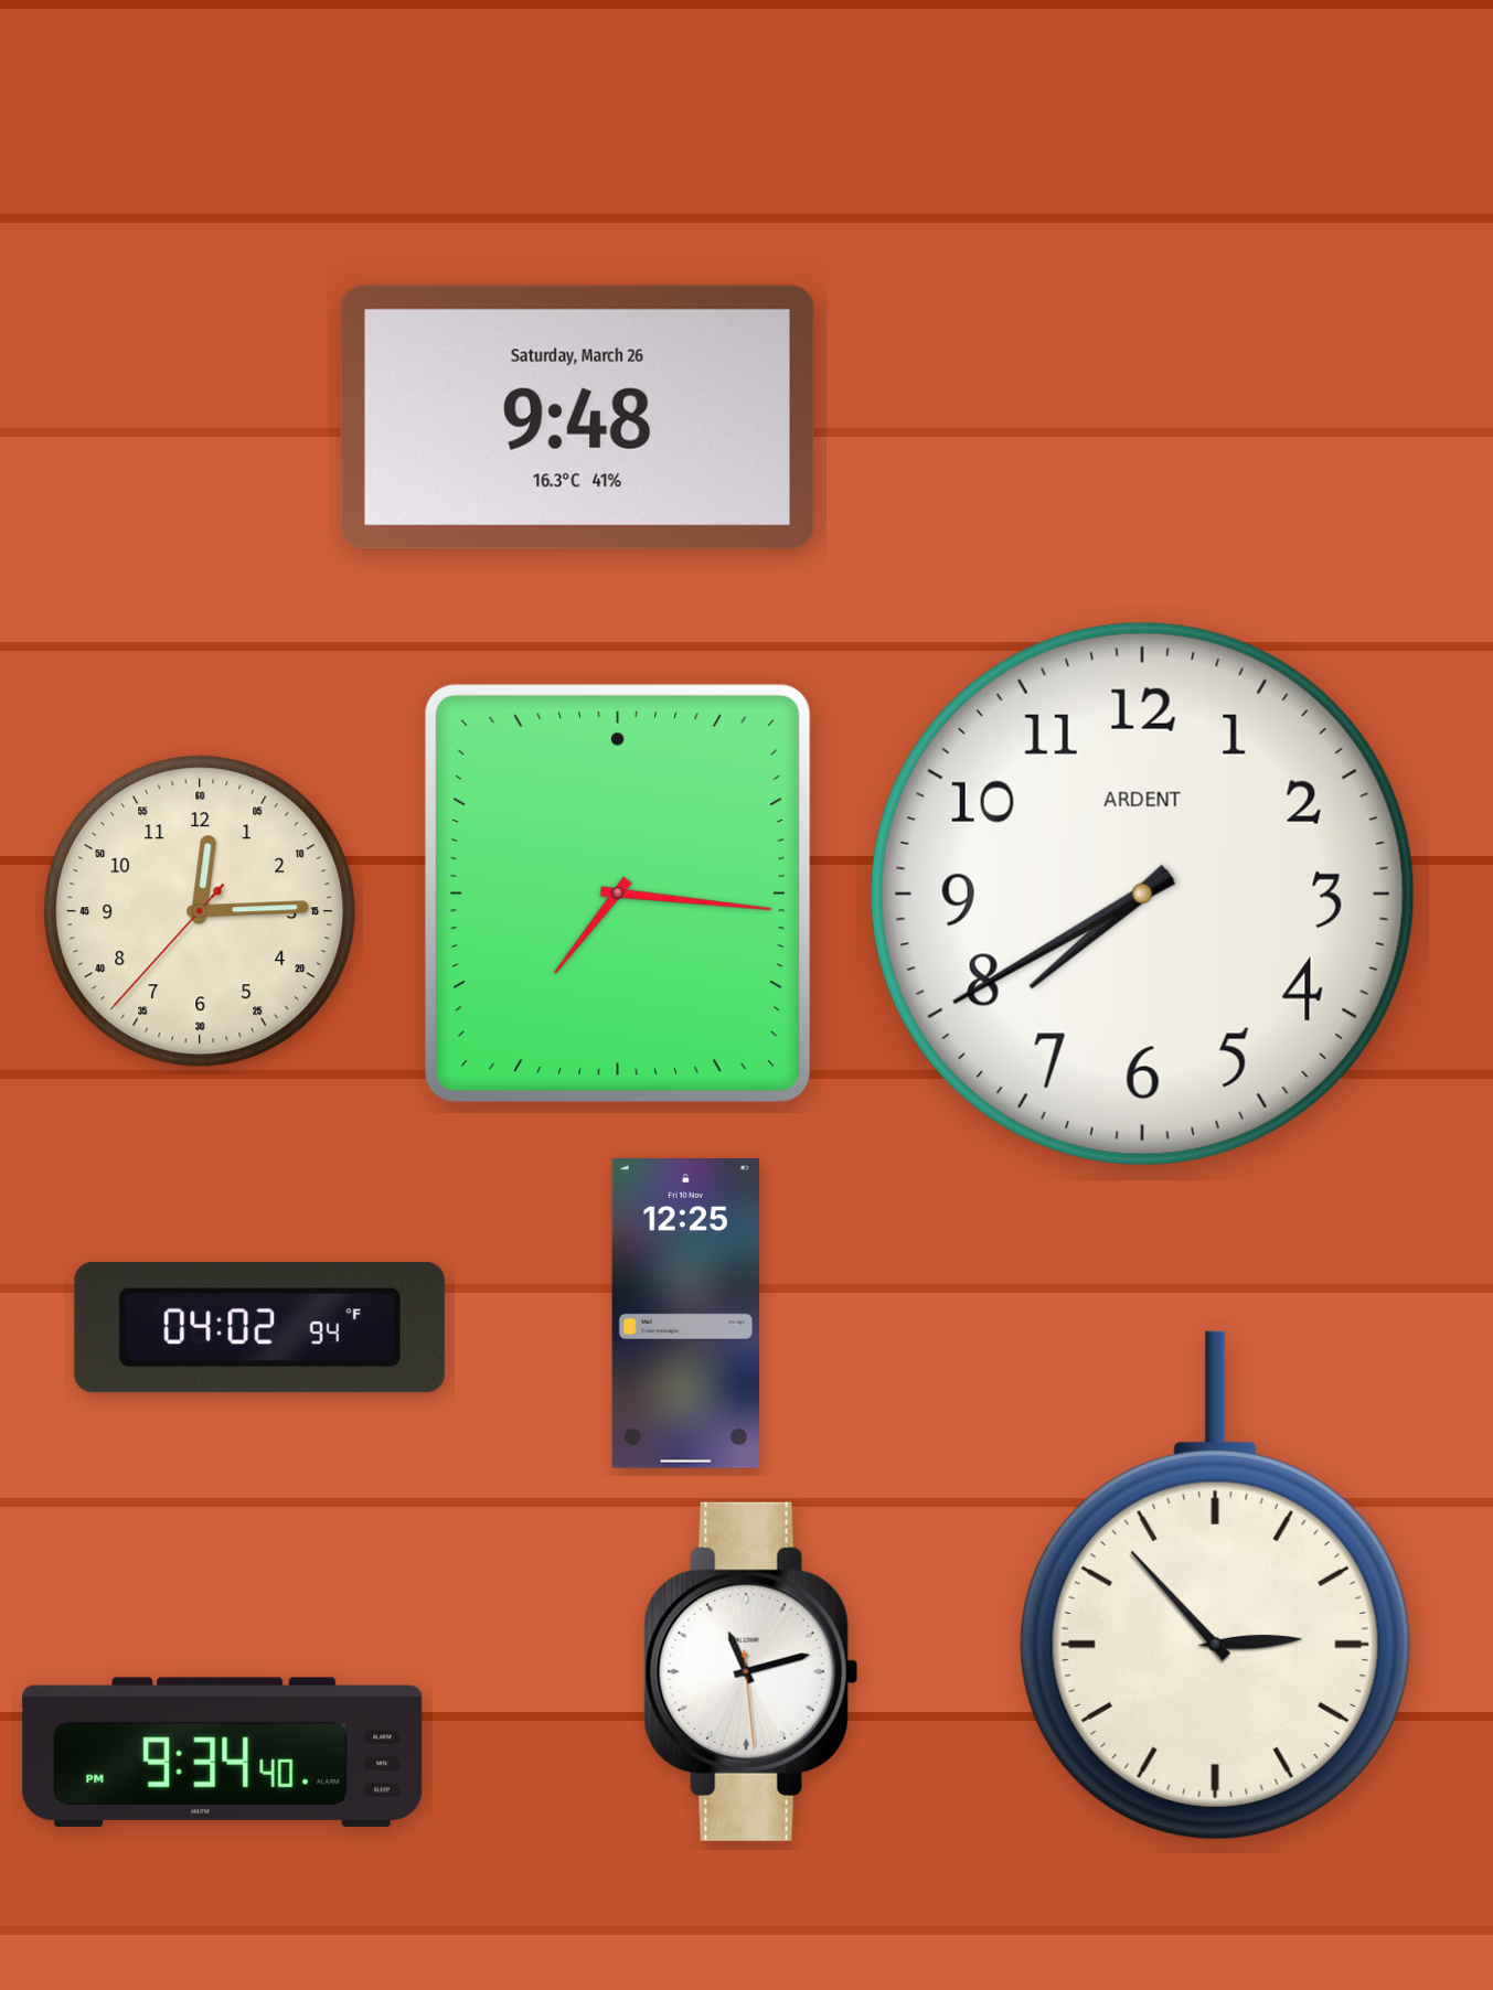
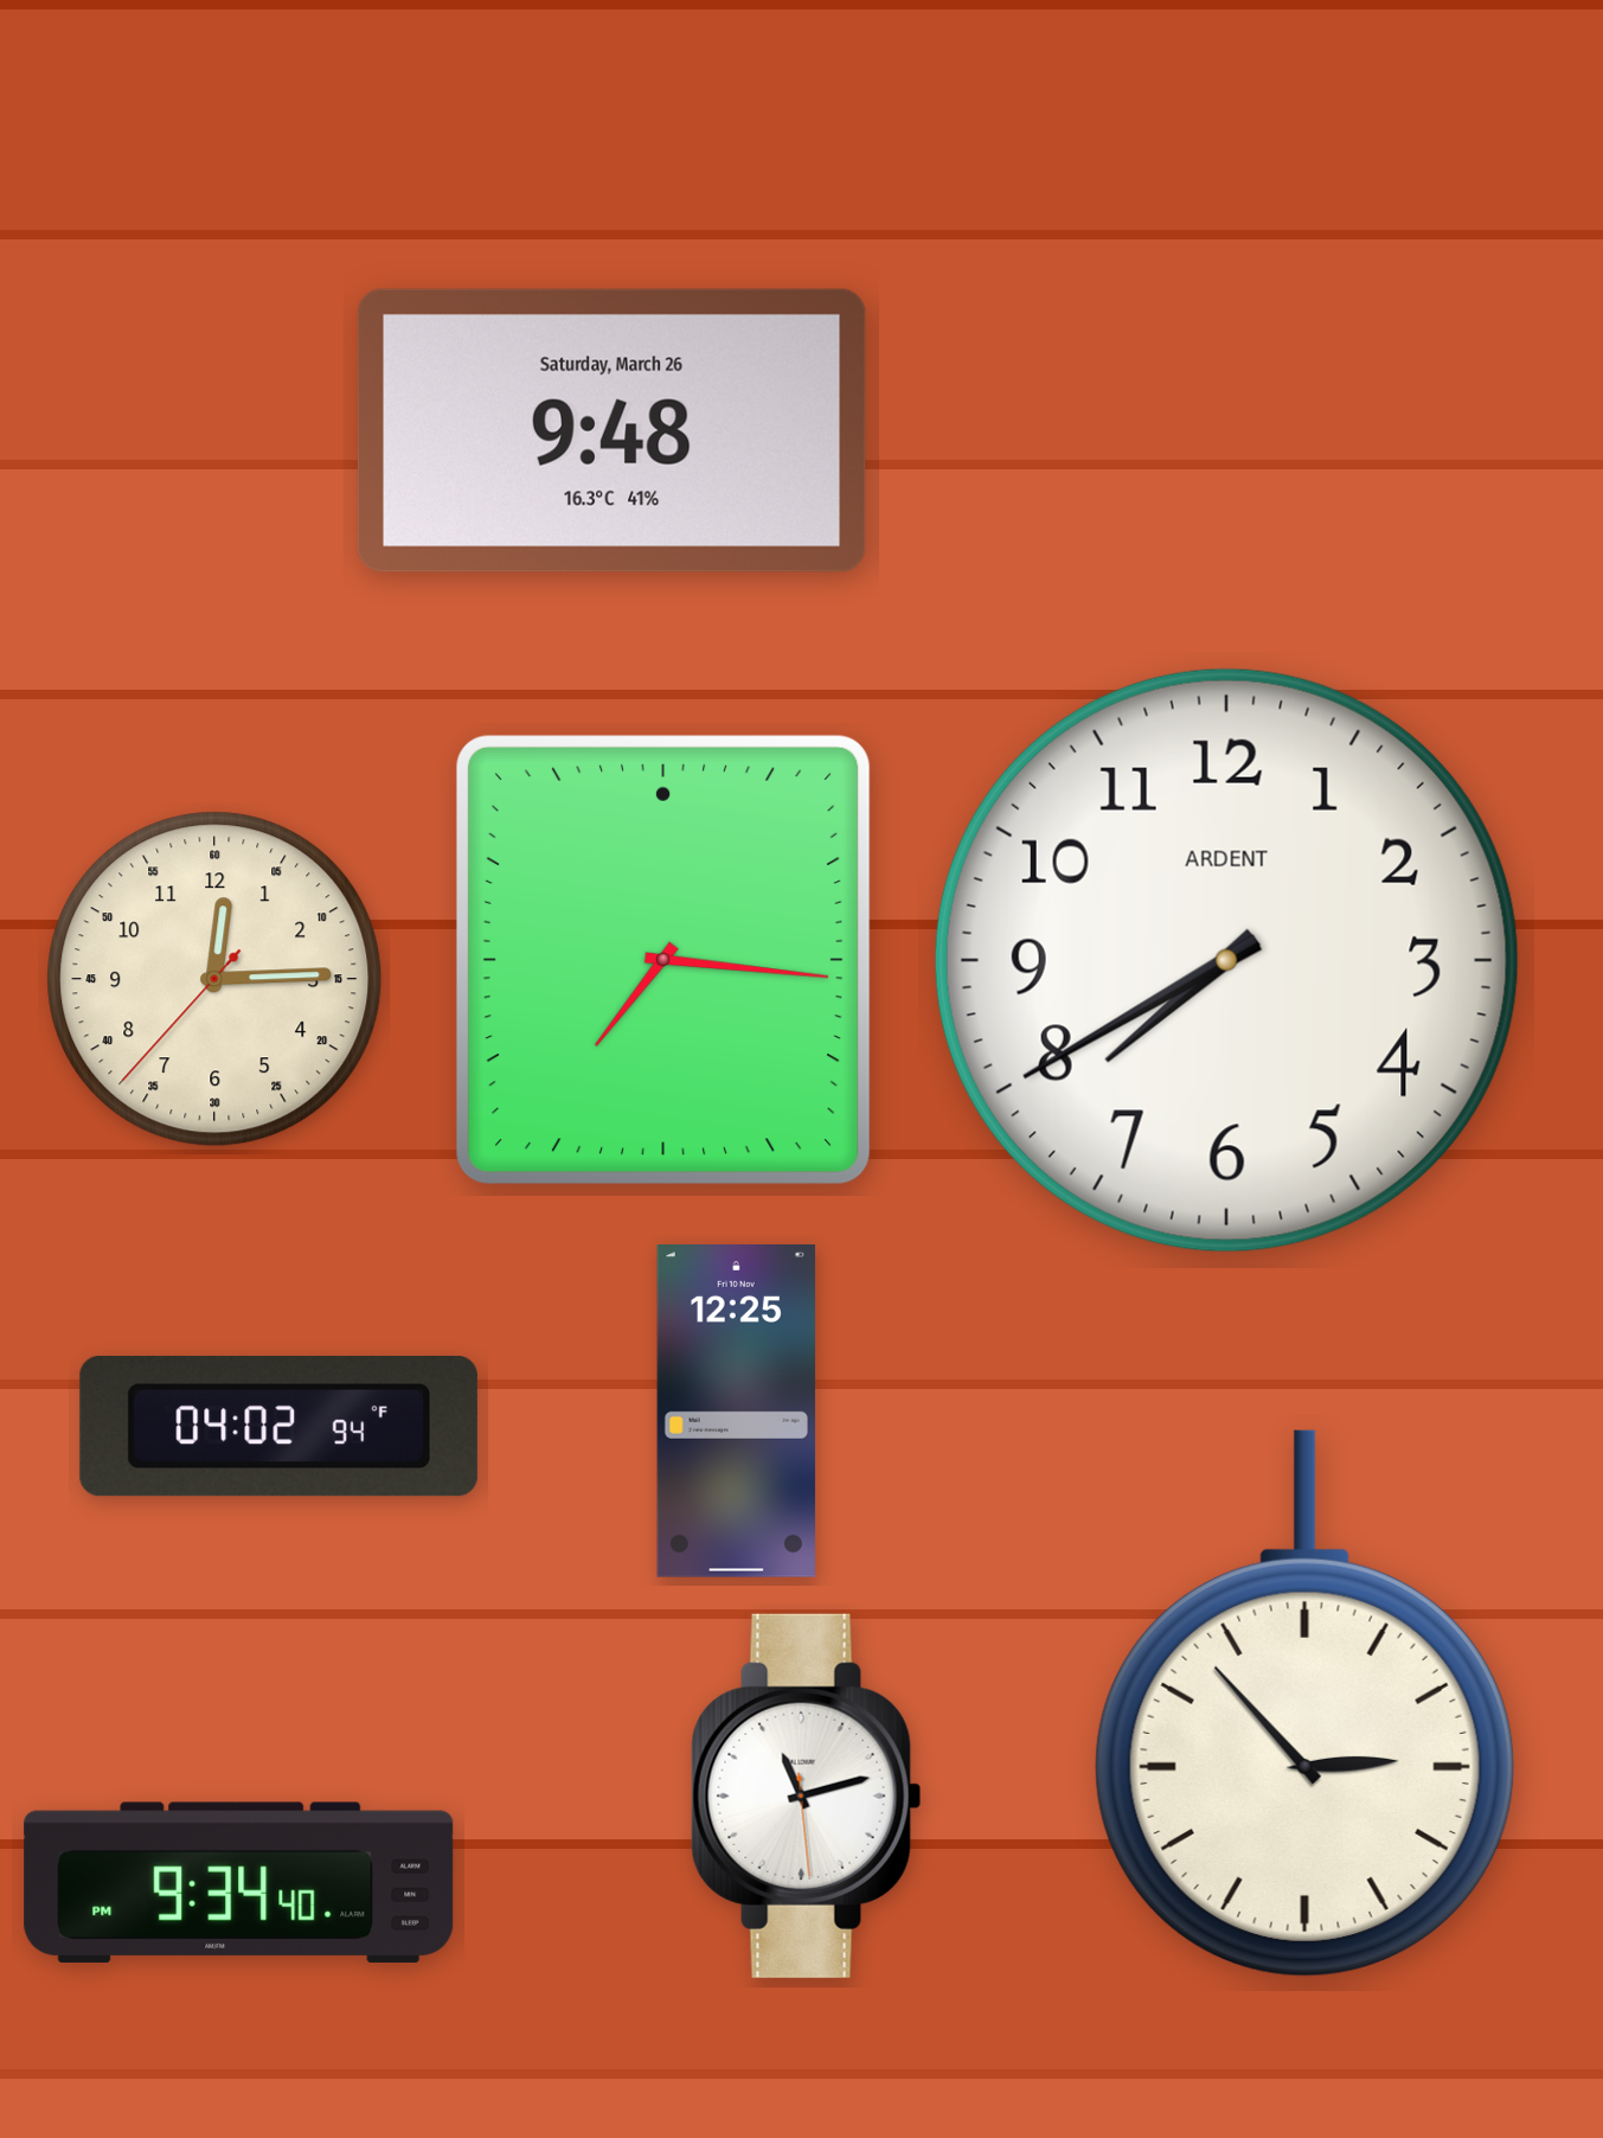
clock at (577, 417) position: (577, 417) -> (611, 430)
